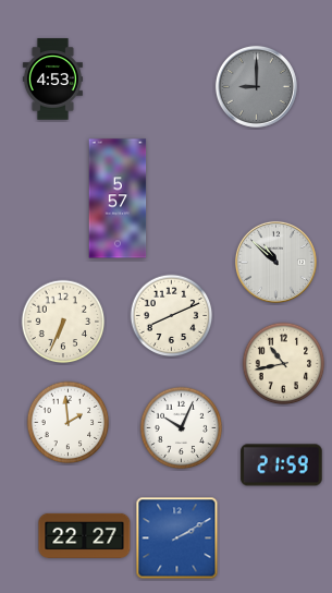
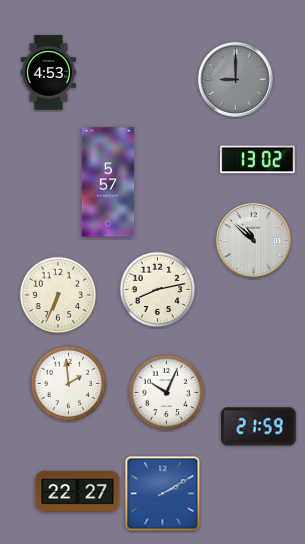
clock at (258, 160): none -> 13:02
clock at (172, 316): 8:11 -> 8:13
clock at (284, 364): 10:43 -> none
clock at (69, 423) position: (69, 423) -> (69, 384)
